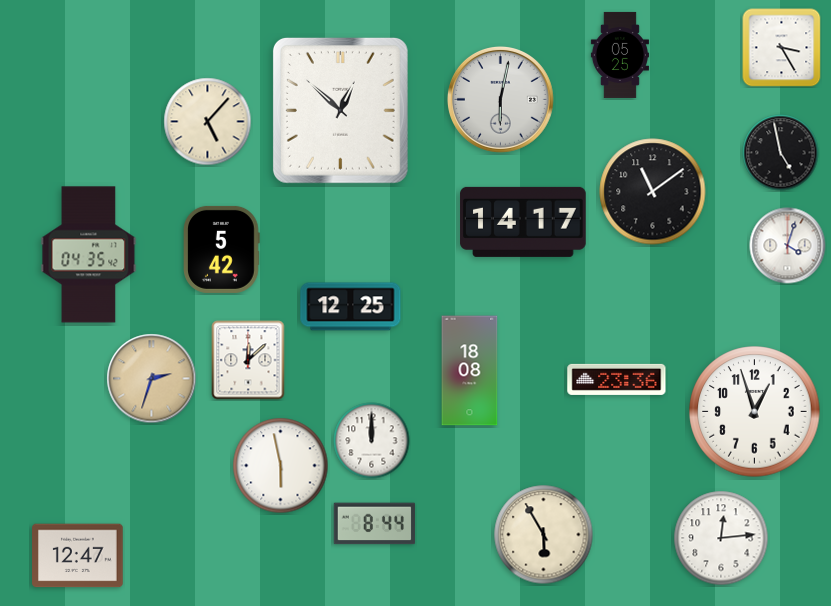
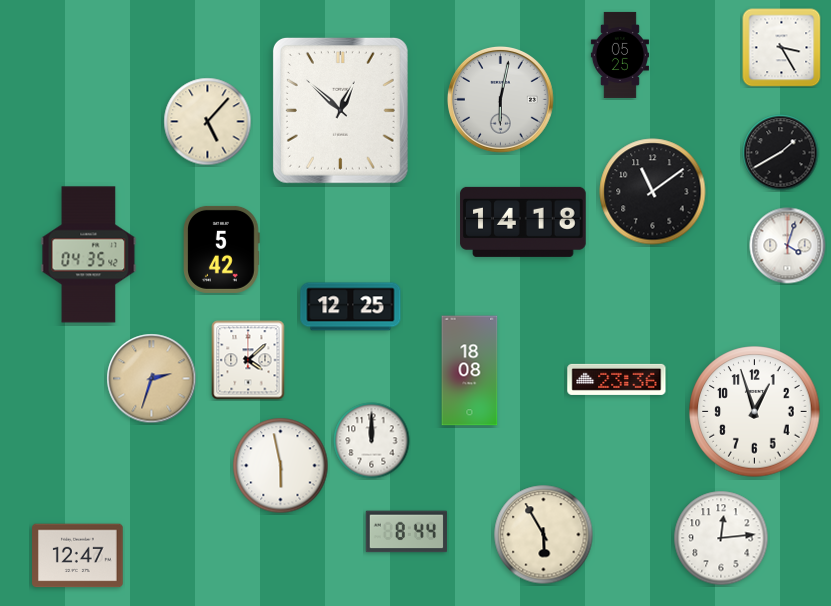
clock at (781, 153): 4:58 -> 1:40
clock at (523, 222): 14:17 -> 14:18
clock at (248, 360): 12:08 -> 4:08
clock at (375, 524) position: (375, 524) -> (407, 532)
